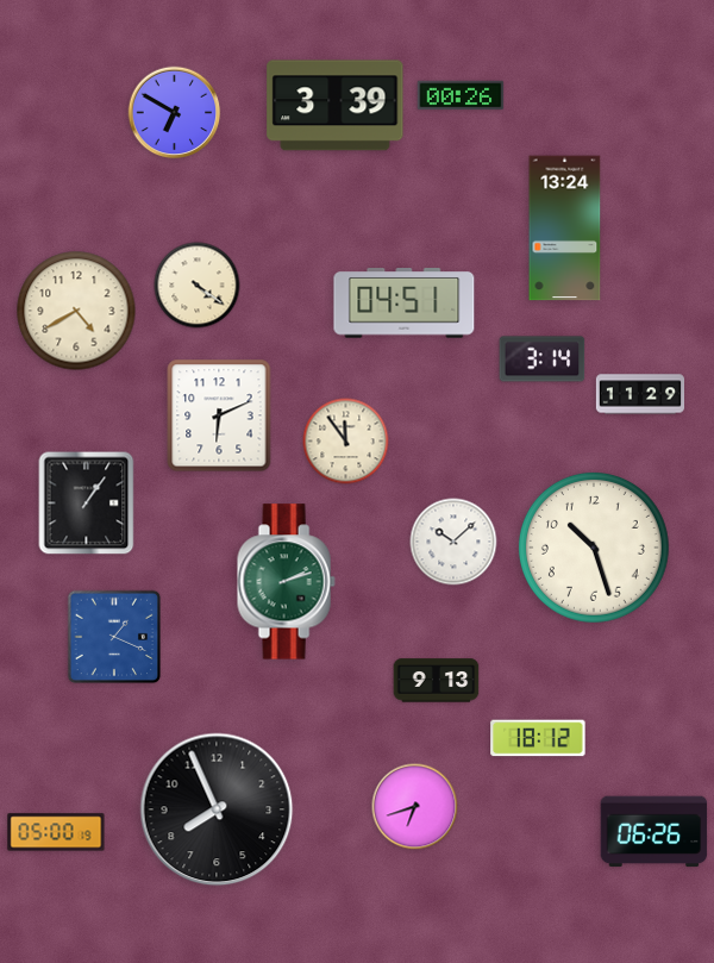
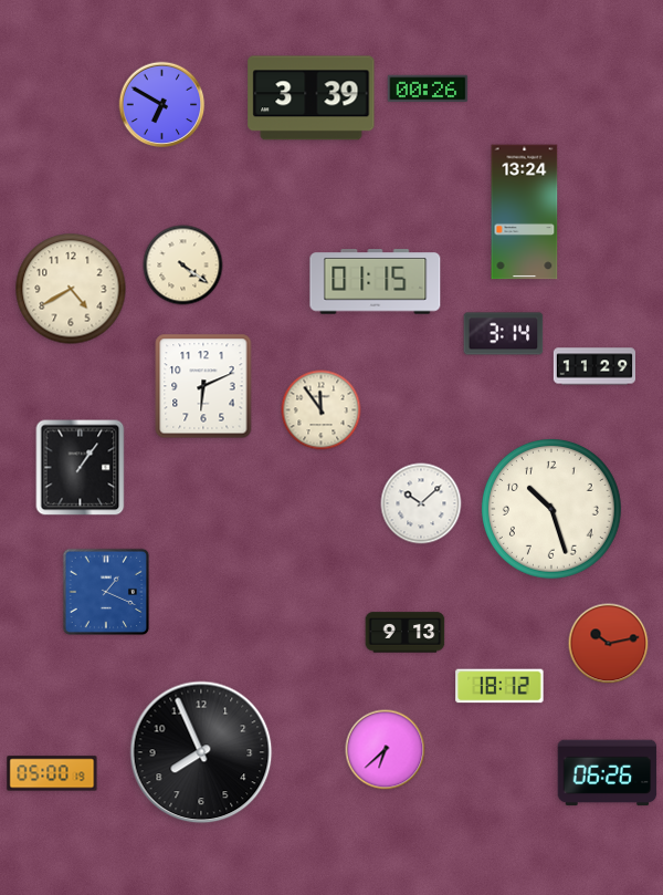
clock at (405, 304): 04:51 -> 01:15
clock at (286, 582): 2:12 -> none
clock at (609, 644): none -> 10:13
clock at (415, 807): 6:42 -> 6:38
